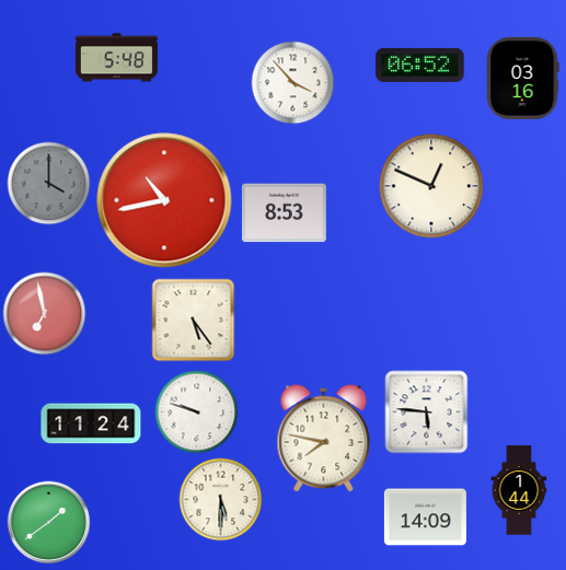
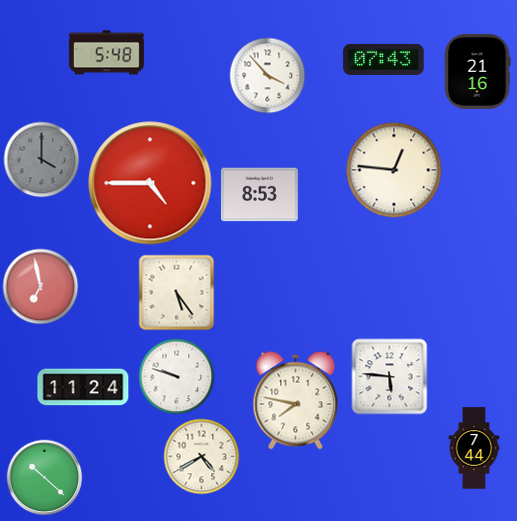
clock at (420, 65): 06:52 -> 07:43
clock at (523, 78): 03:16 -> 21:16
clock at (49, 184) position: (49, 184) -> (42, 160)
clock at (431, 186): 12:49 -> 12:46
clock at (164, 200): 10:43 -> 4:45
clock at (197, 412) position: (197, 412) -> (177, 377)
clock at (519, 490): 1:44 -> 7:44
clock at (221, 500): 5:30 -> 4:40
clock at (425, 517): 14:09 -> none
clock at (49, 523): 1:39 -> 10:22
